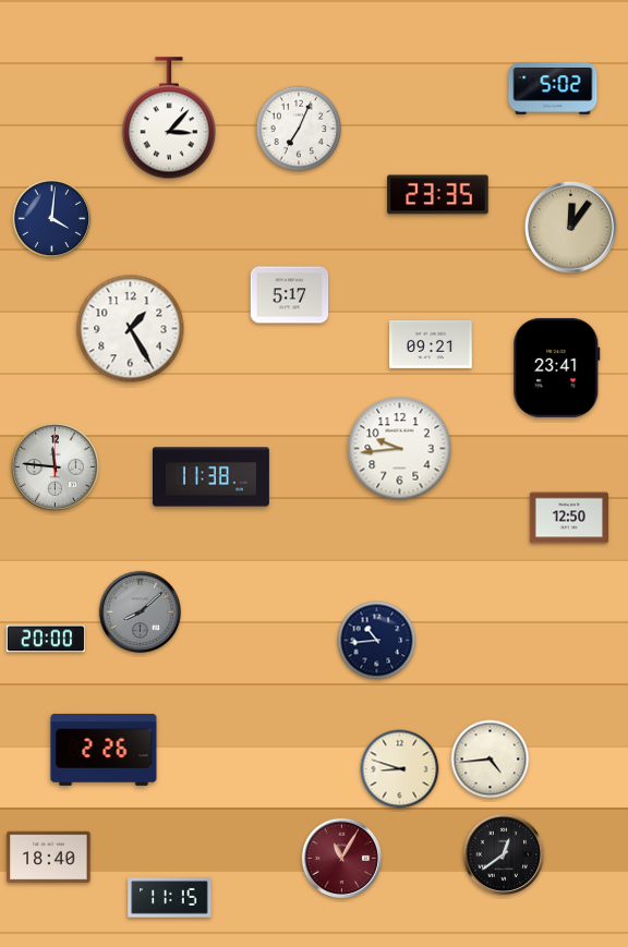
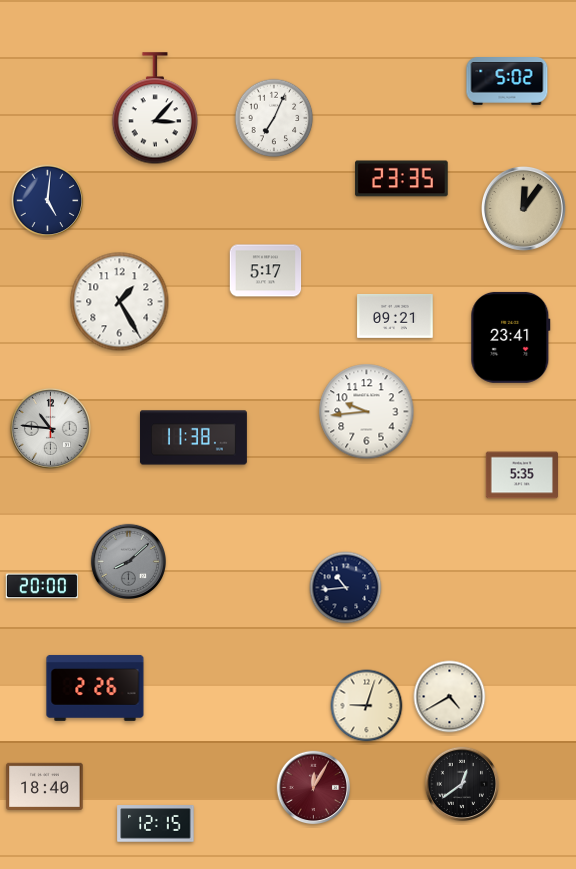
clock at (52, 219): 4:01 -> 5:01
clock at (55, 466): 11:46 -> 10:46
clock at (568, 518): 12:50 -> 5:35
clock at (491, 760): 4:44 -> 4:40
clock at (400, 769): 8:48 -> 9:03
clock at (342, 859): 11:05 -> 12:05
clock at (170, 898): 11:15 -> 12:15
